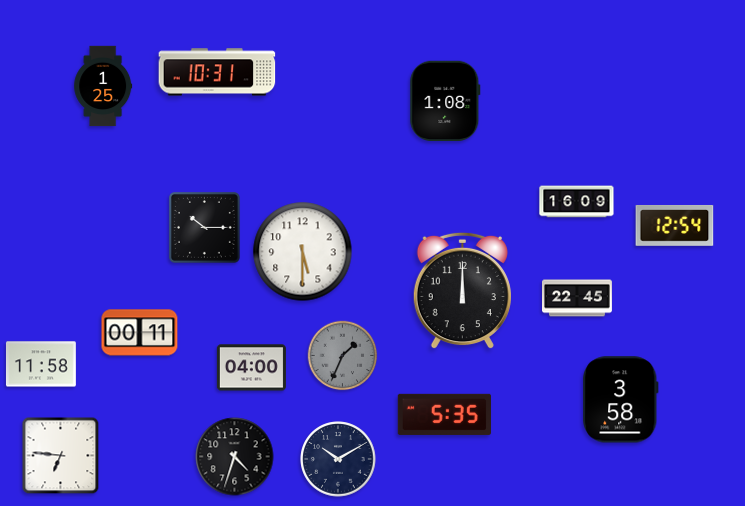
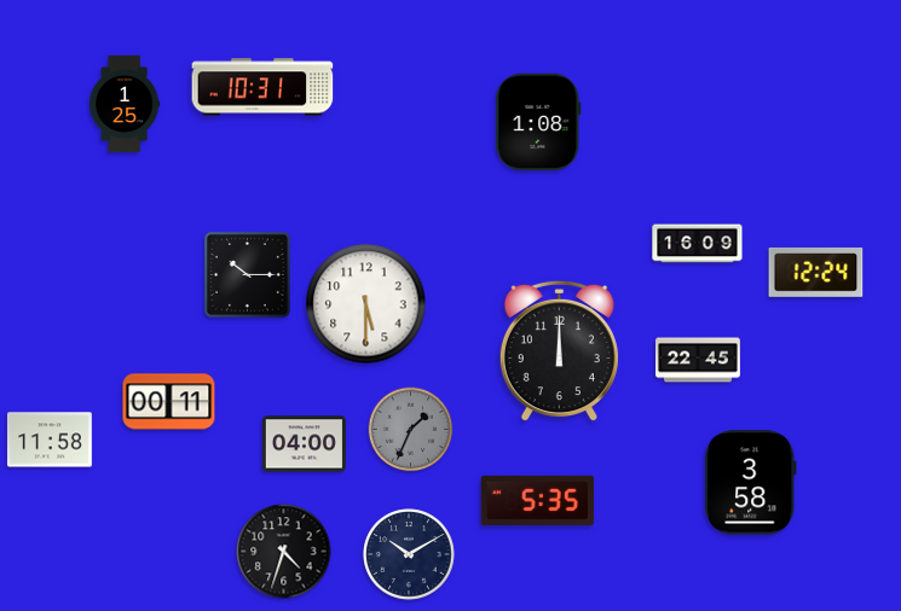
clock at (675, 226): 12:54 -> 12:24
clock at (343, 356) position: (343, 356) -> (411, 430)
clock at (61, 456): 6:46 -> none
